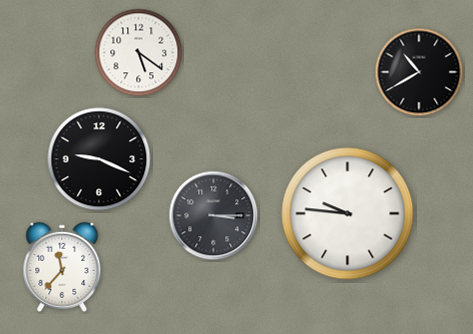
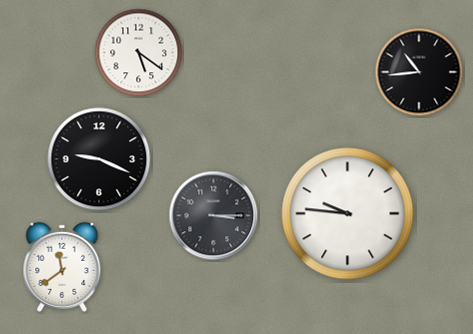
clock at (419, 72): 10:40 -> 10:44
clock at (62, 267): 11:37 -> 11:39
